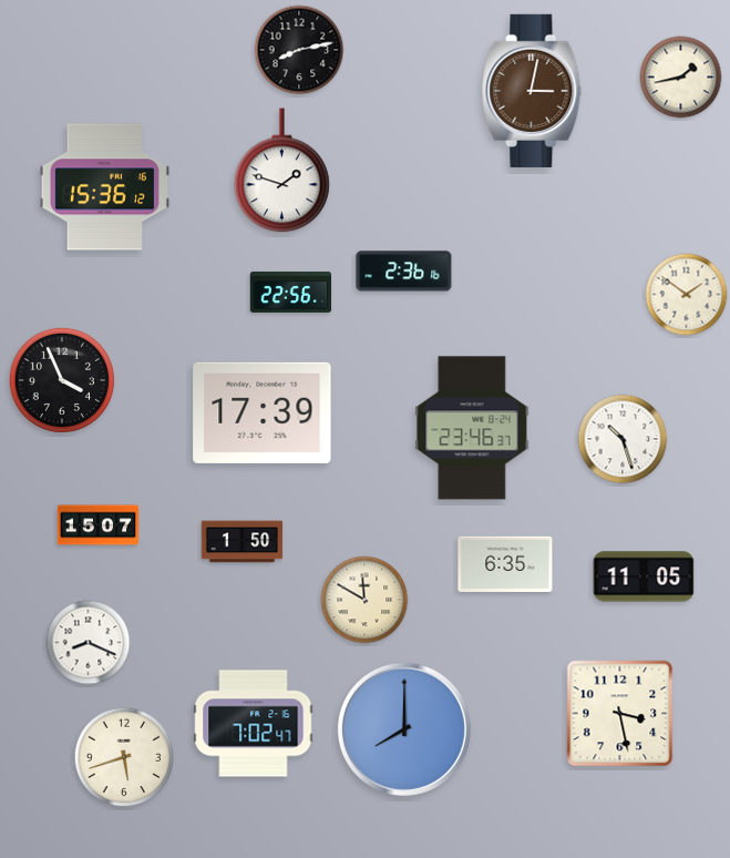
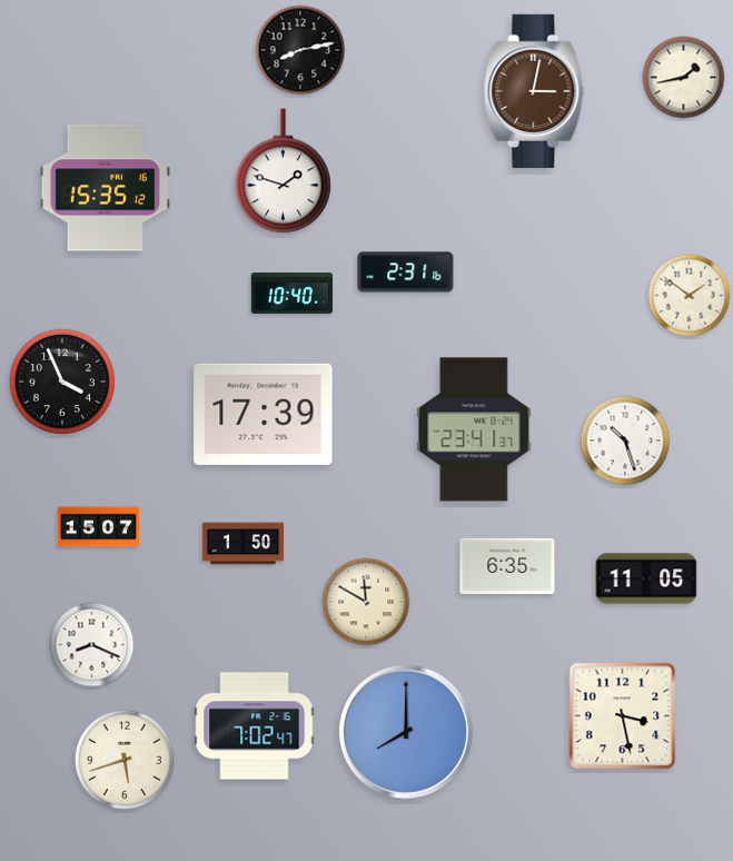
clock at (104, 187): 15:36 -> 15:35
clock at (404, 272): 2:36 -> 2:31
clock at (291, 292): 22:56 -> 10:40
clock at (472, 428): 23:46 -> 23:41
clock at (89, 643) position: (89, 643) -> (92, 645)
